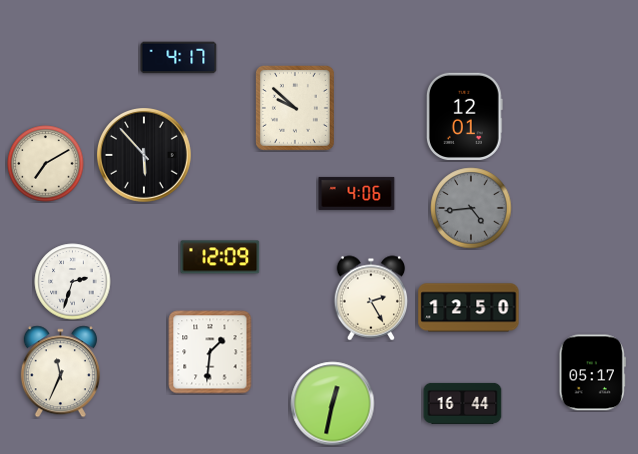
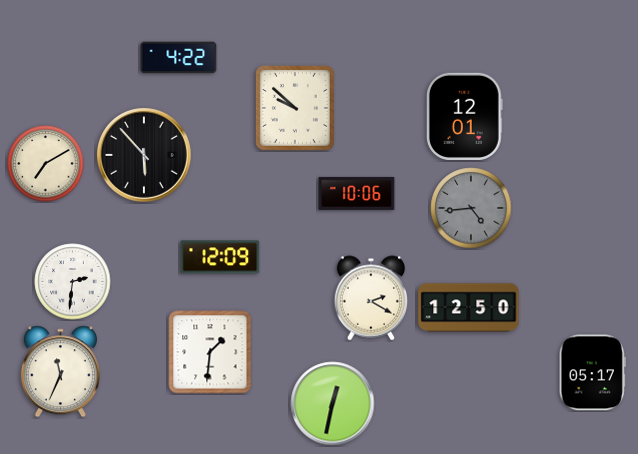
clock at (179, 58): 4:17 -> 4:22
clock at (357, 193): 4:06 -> 10:06
clock at (73, 282): 2:33 -> 2:31
clock at (371, 298): 2:25 -> 2:20
clock at (463, 403): 16:44 -> none
